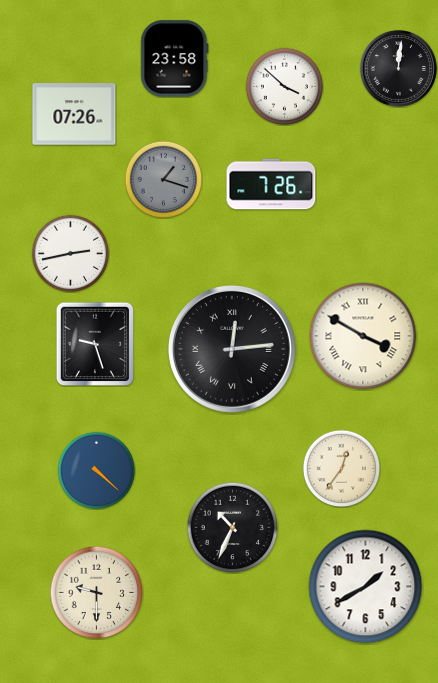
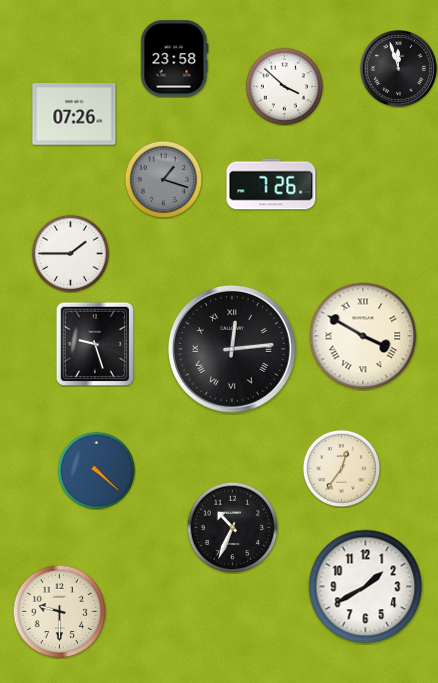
clock at (398, 68): 12:01 -> 11:57
clock at (70, 253): 2:43 -> 1:45
clock at (96, 592) position: (96, 592) -> (59, 611)
